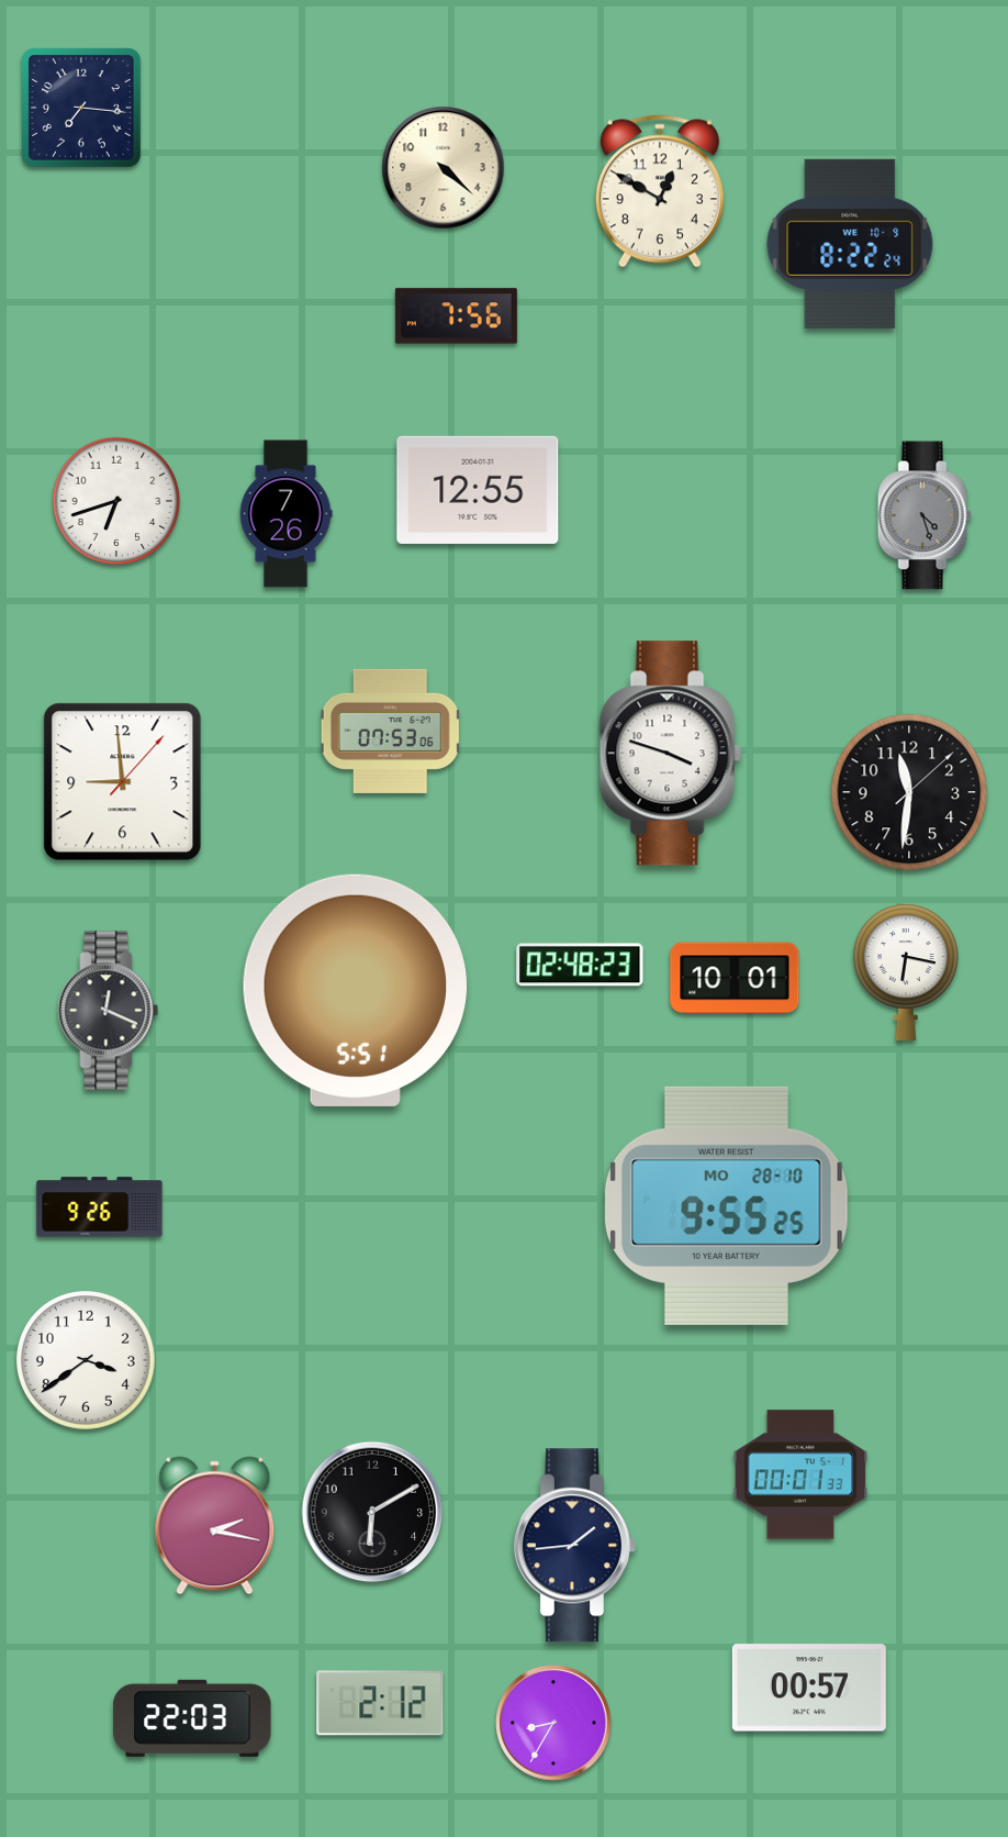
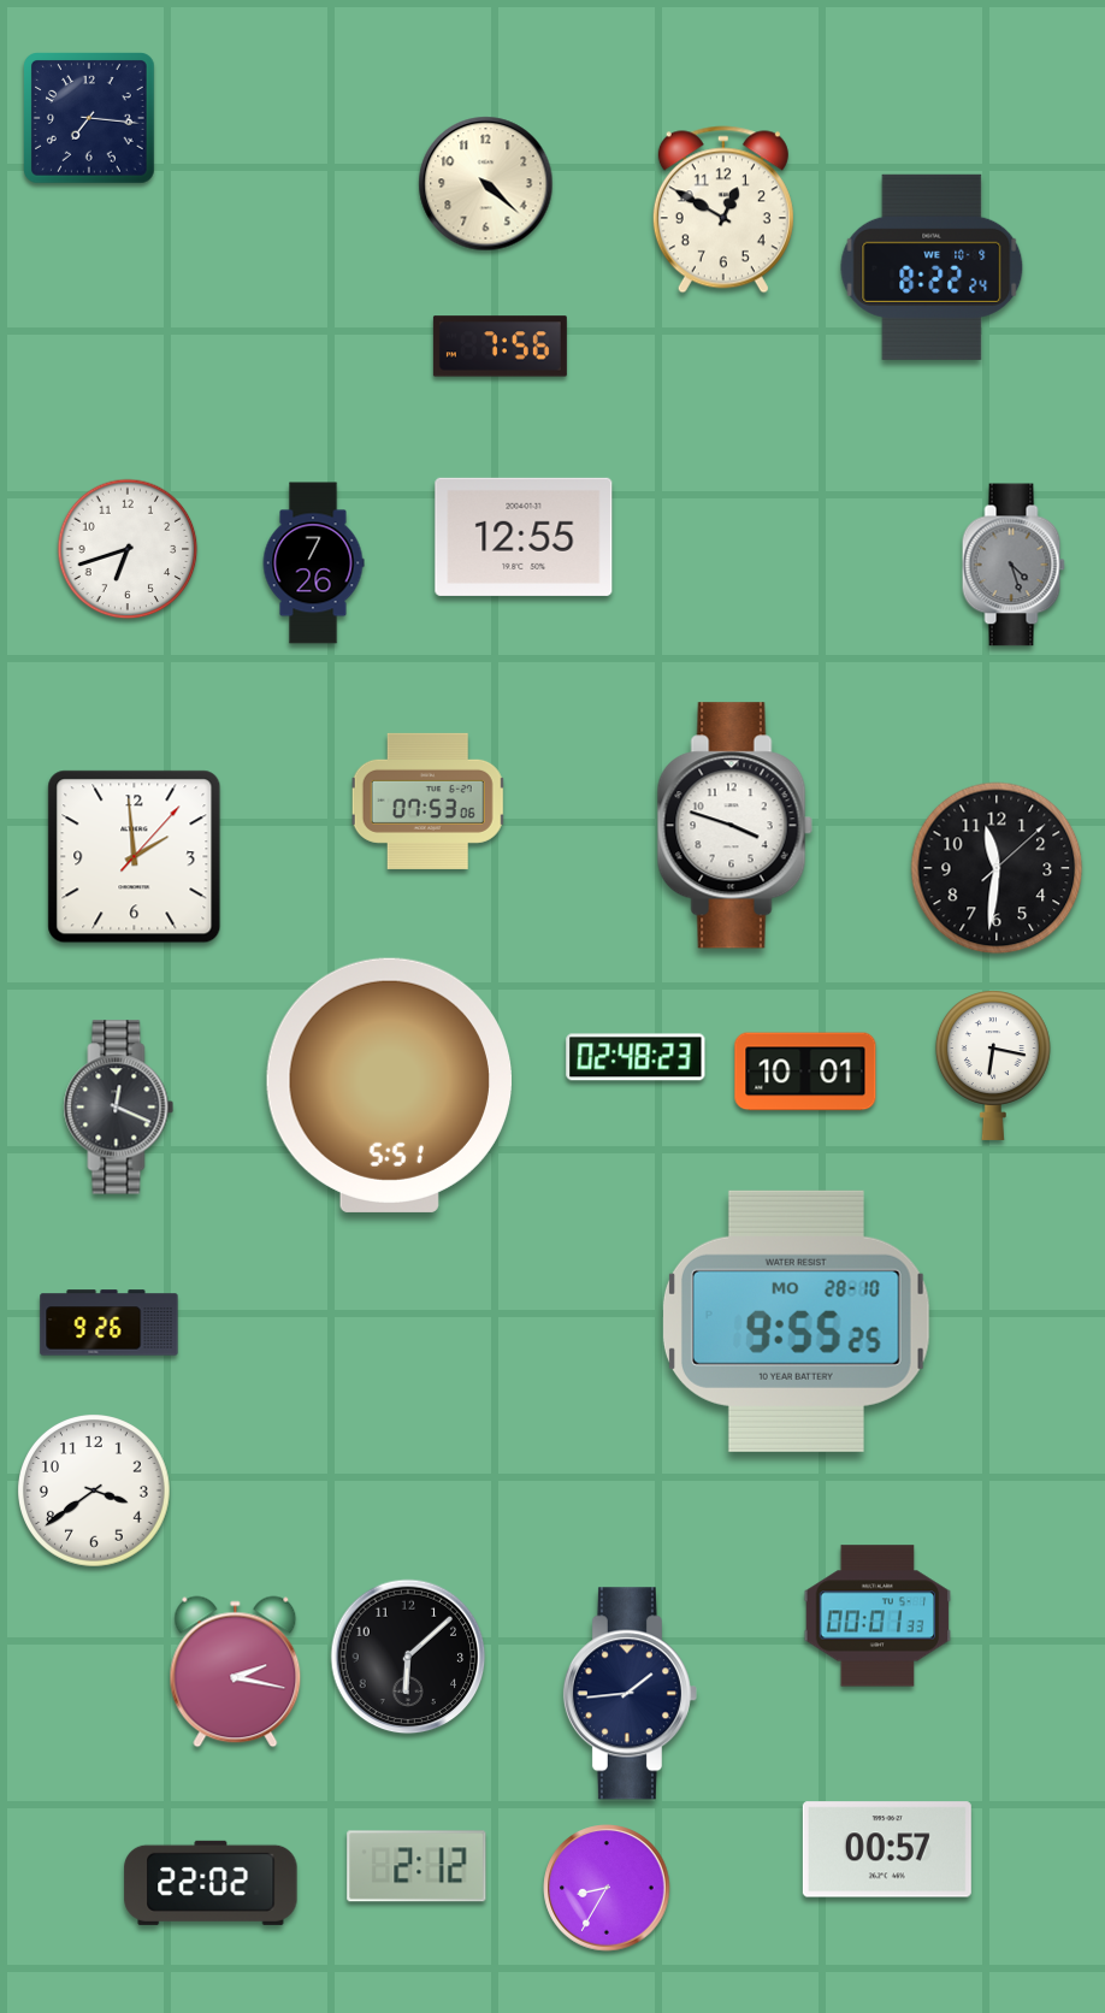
clock at (123, 782): 8:59 -> 1:59
clock at (372, 1512): 6:10 -> 6:08
clock at (192, 1718): 22:03 -> 22:02
